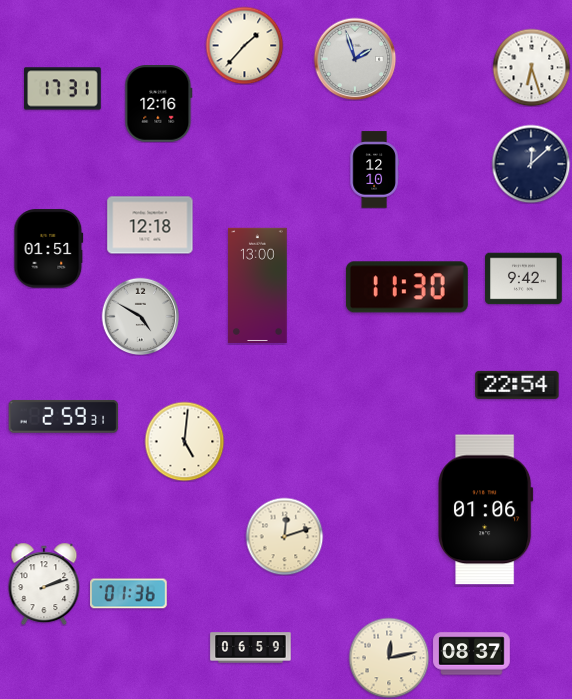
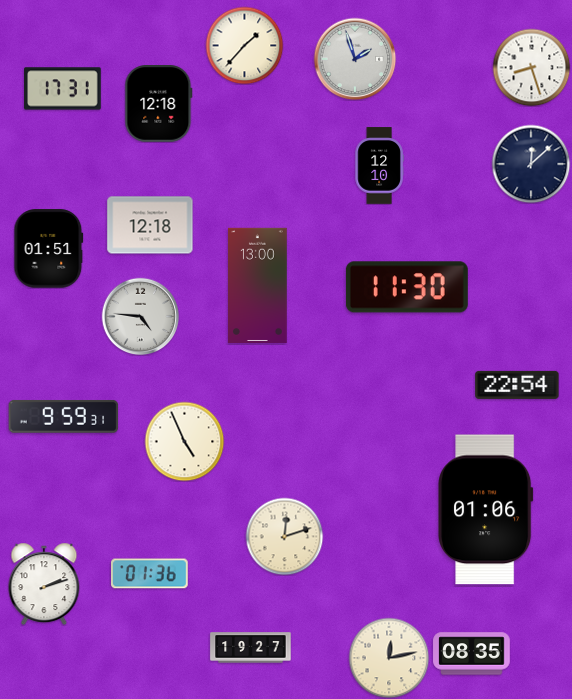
clock at (531, 67): 6:27 -> 8:27
clock at (159, 104): 12:16 -> 12:18
clock at (374, 170) position: (374, 170) -> (379, 166)
clock at (524, 279): 9:42 -> none
clock at (140, 316): 4:50 -> 4:46
clock at (64, 416): 2:59 -> 9:59
clock at (184, 441): 5:01 -> 4:56
clock at (129, 594) position: (129, 594) -> (150, 574)
clock at (251, 648): 06:59 -> 19:27
clock at (472, 654): 08:37 -> 08:35
